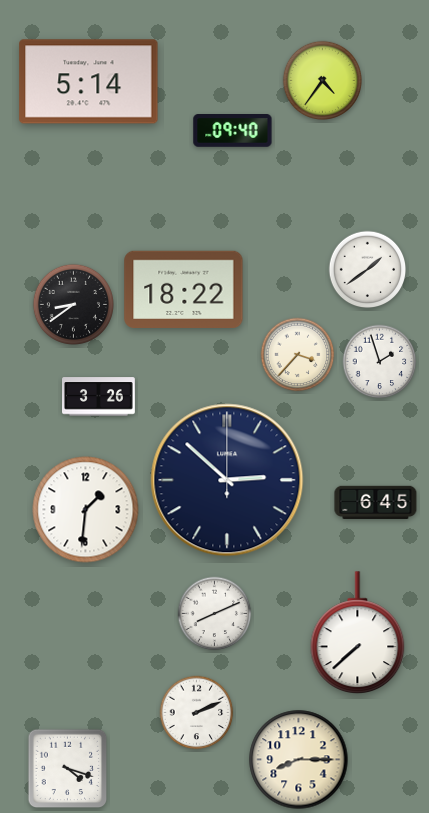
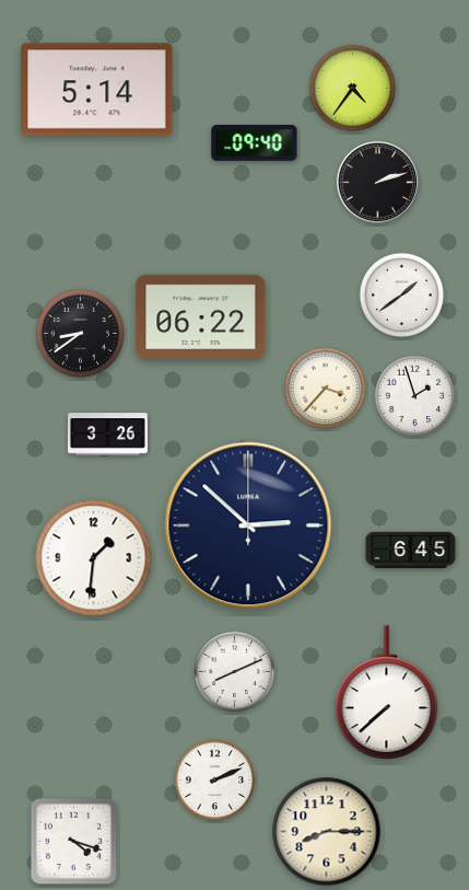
clock at (377, 182): none -> 2:12
clock at (184, 289): 18:22 -> 06:22
clock at (358, 632) position: (358, 632) -> (387, 692)
